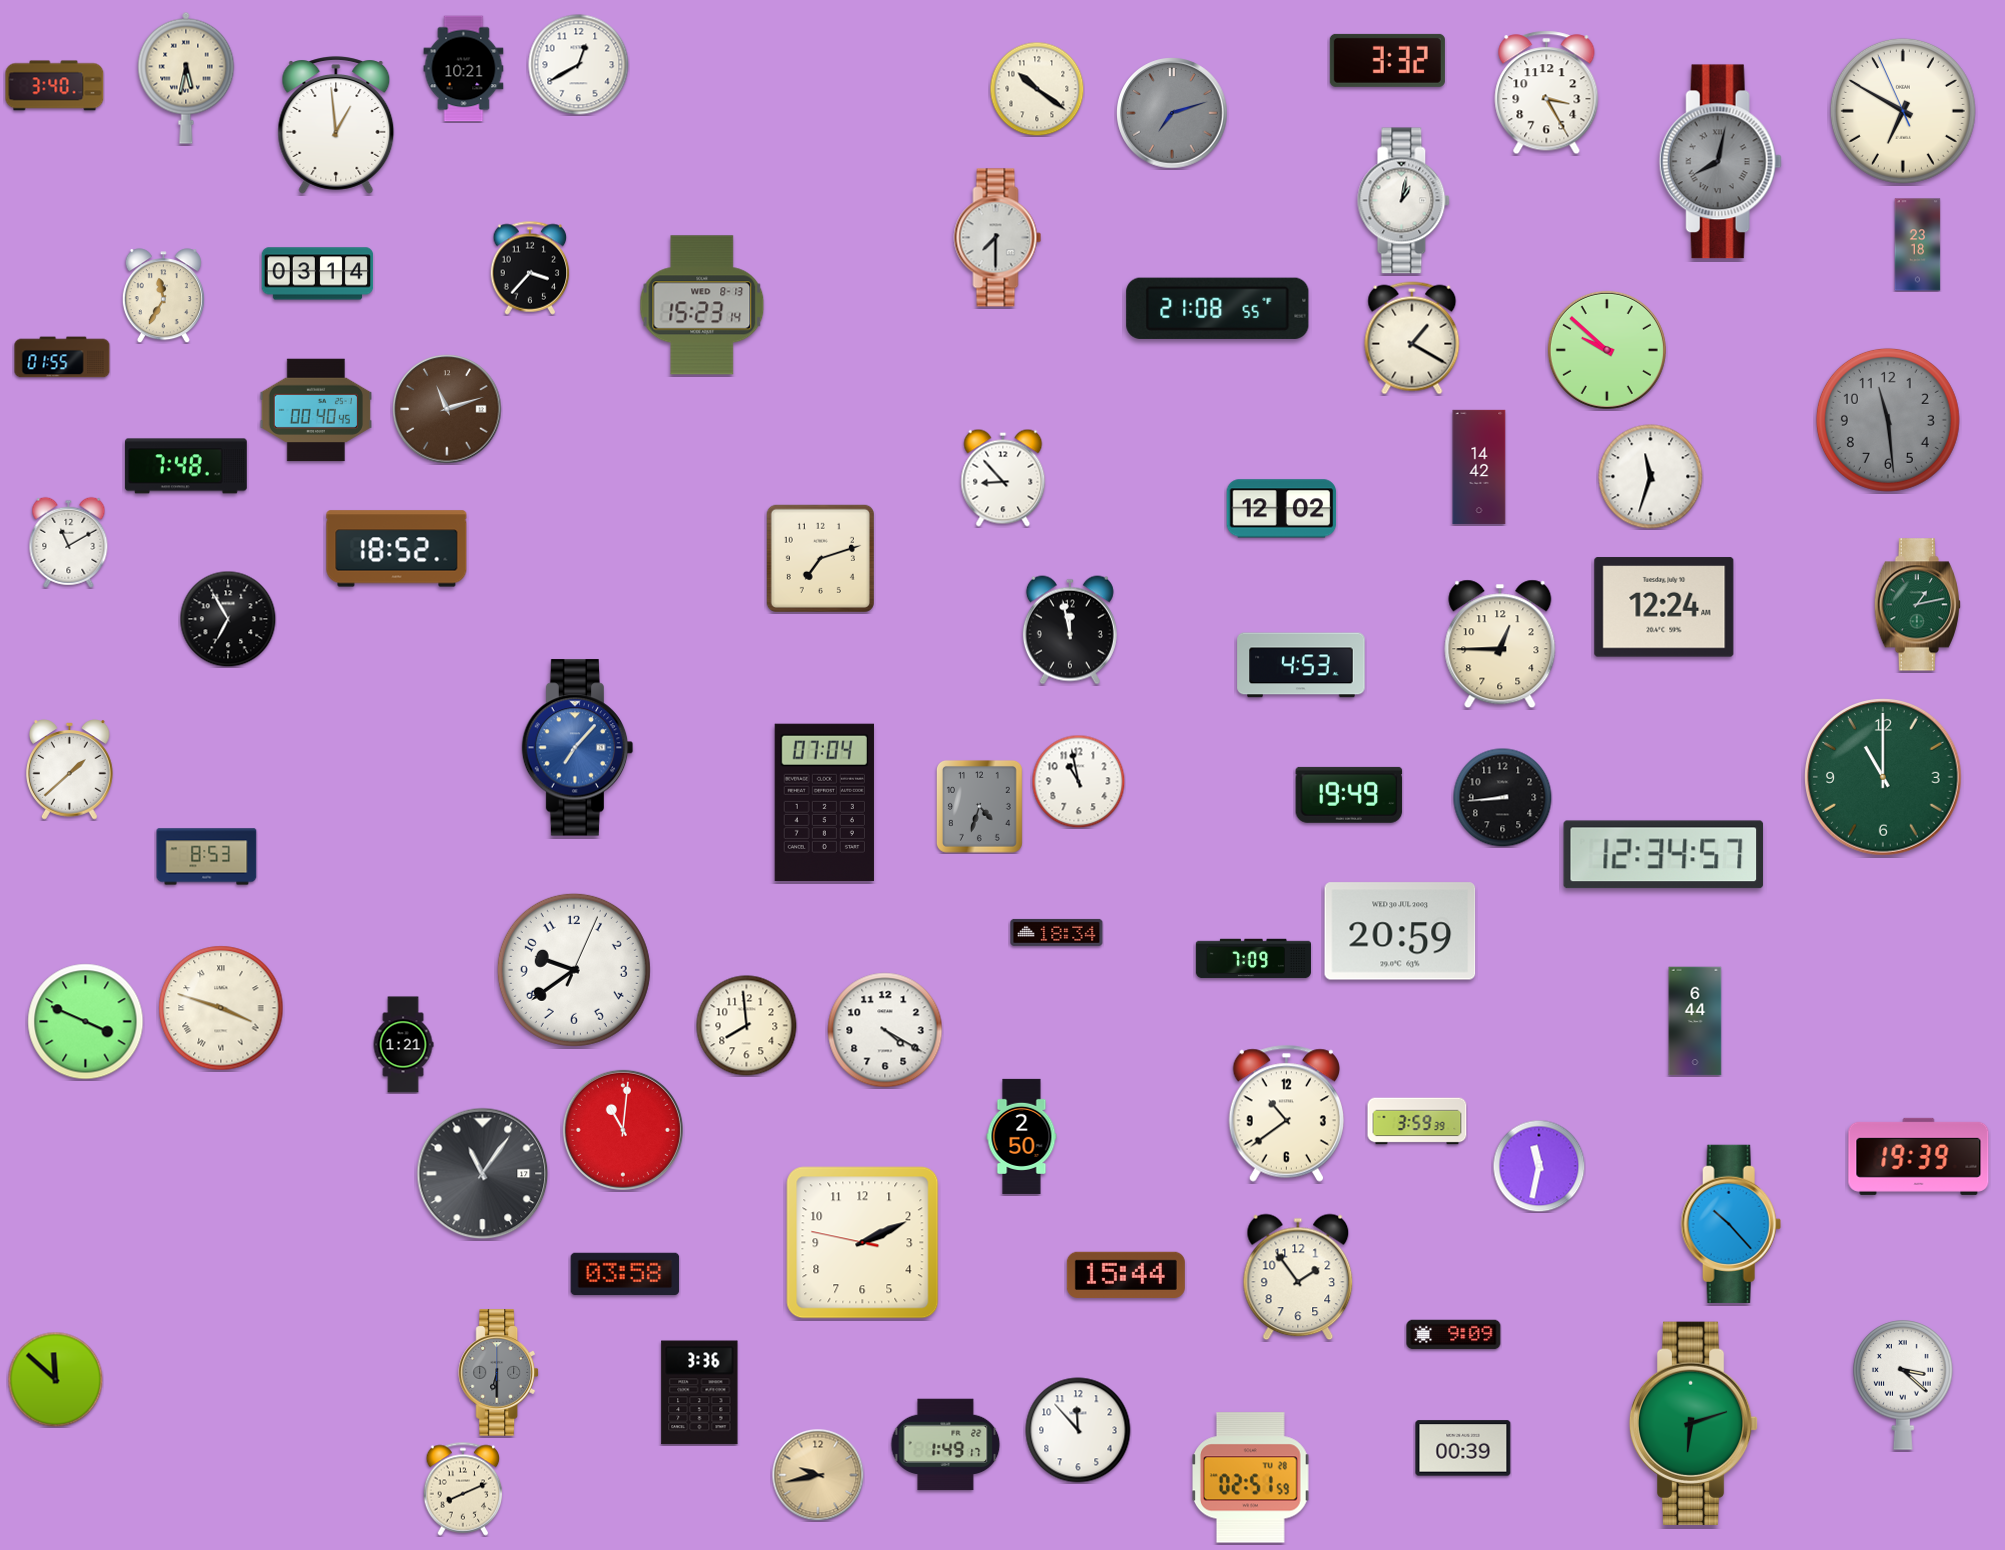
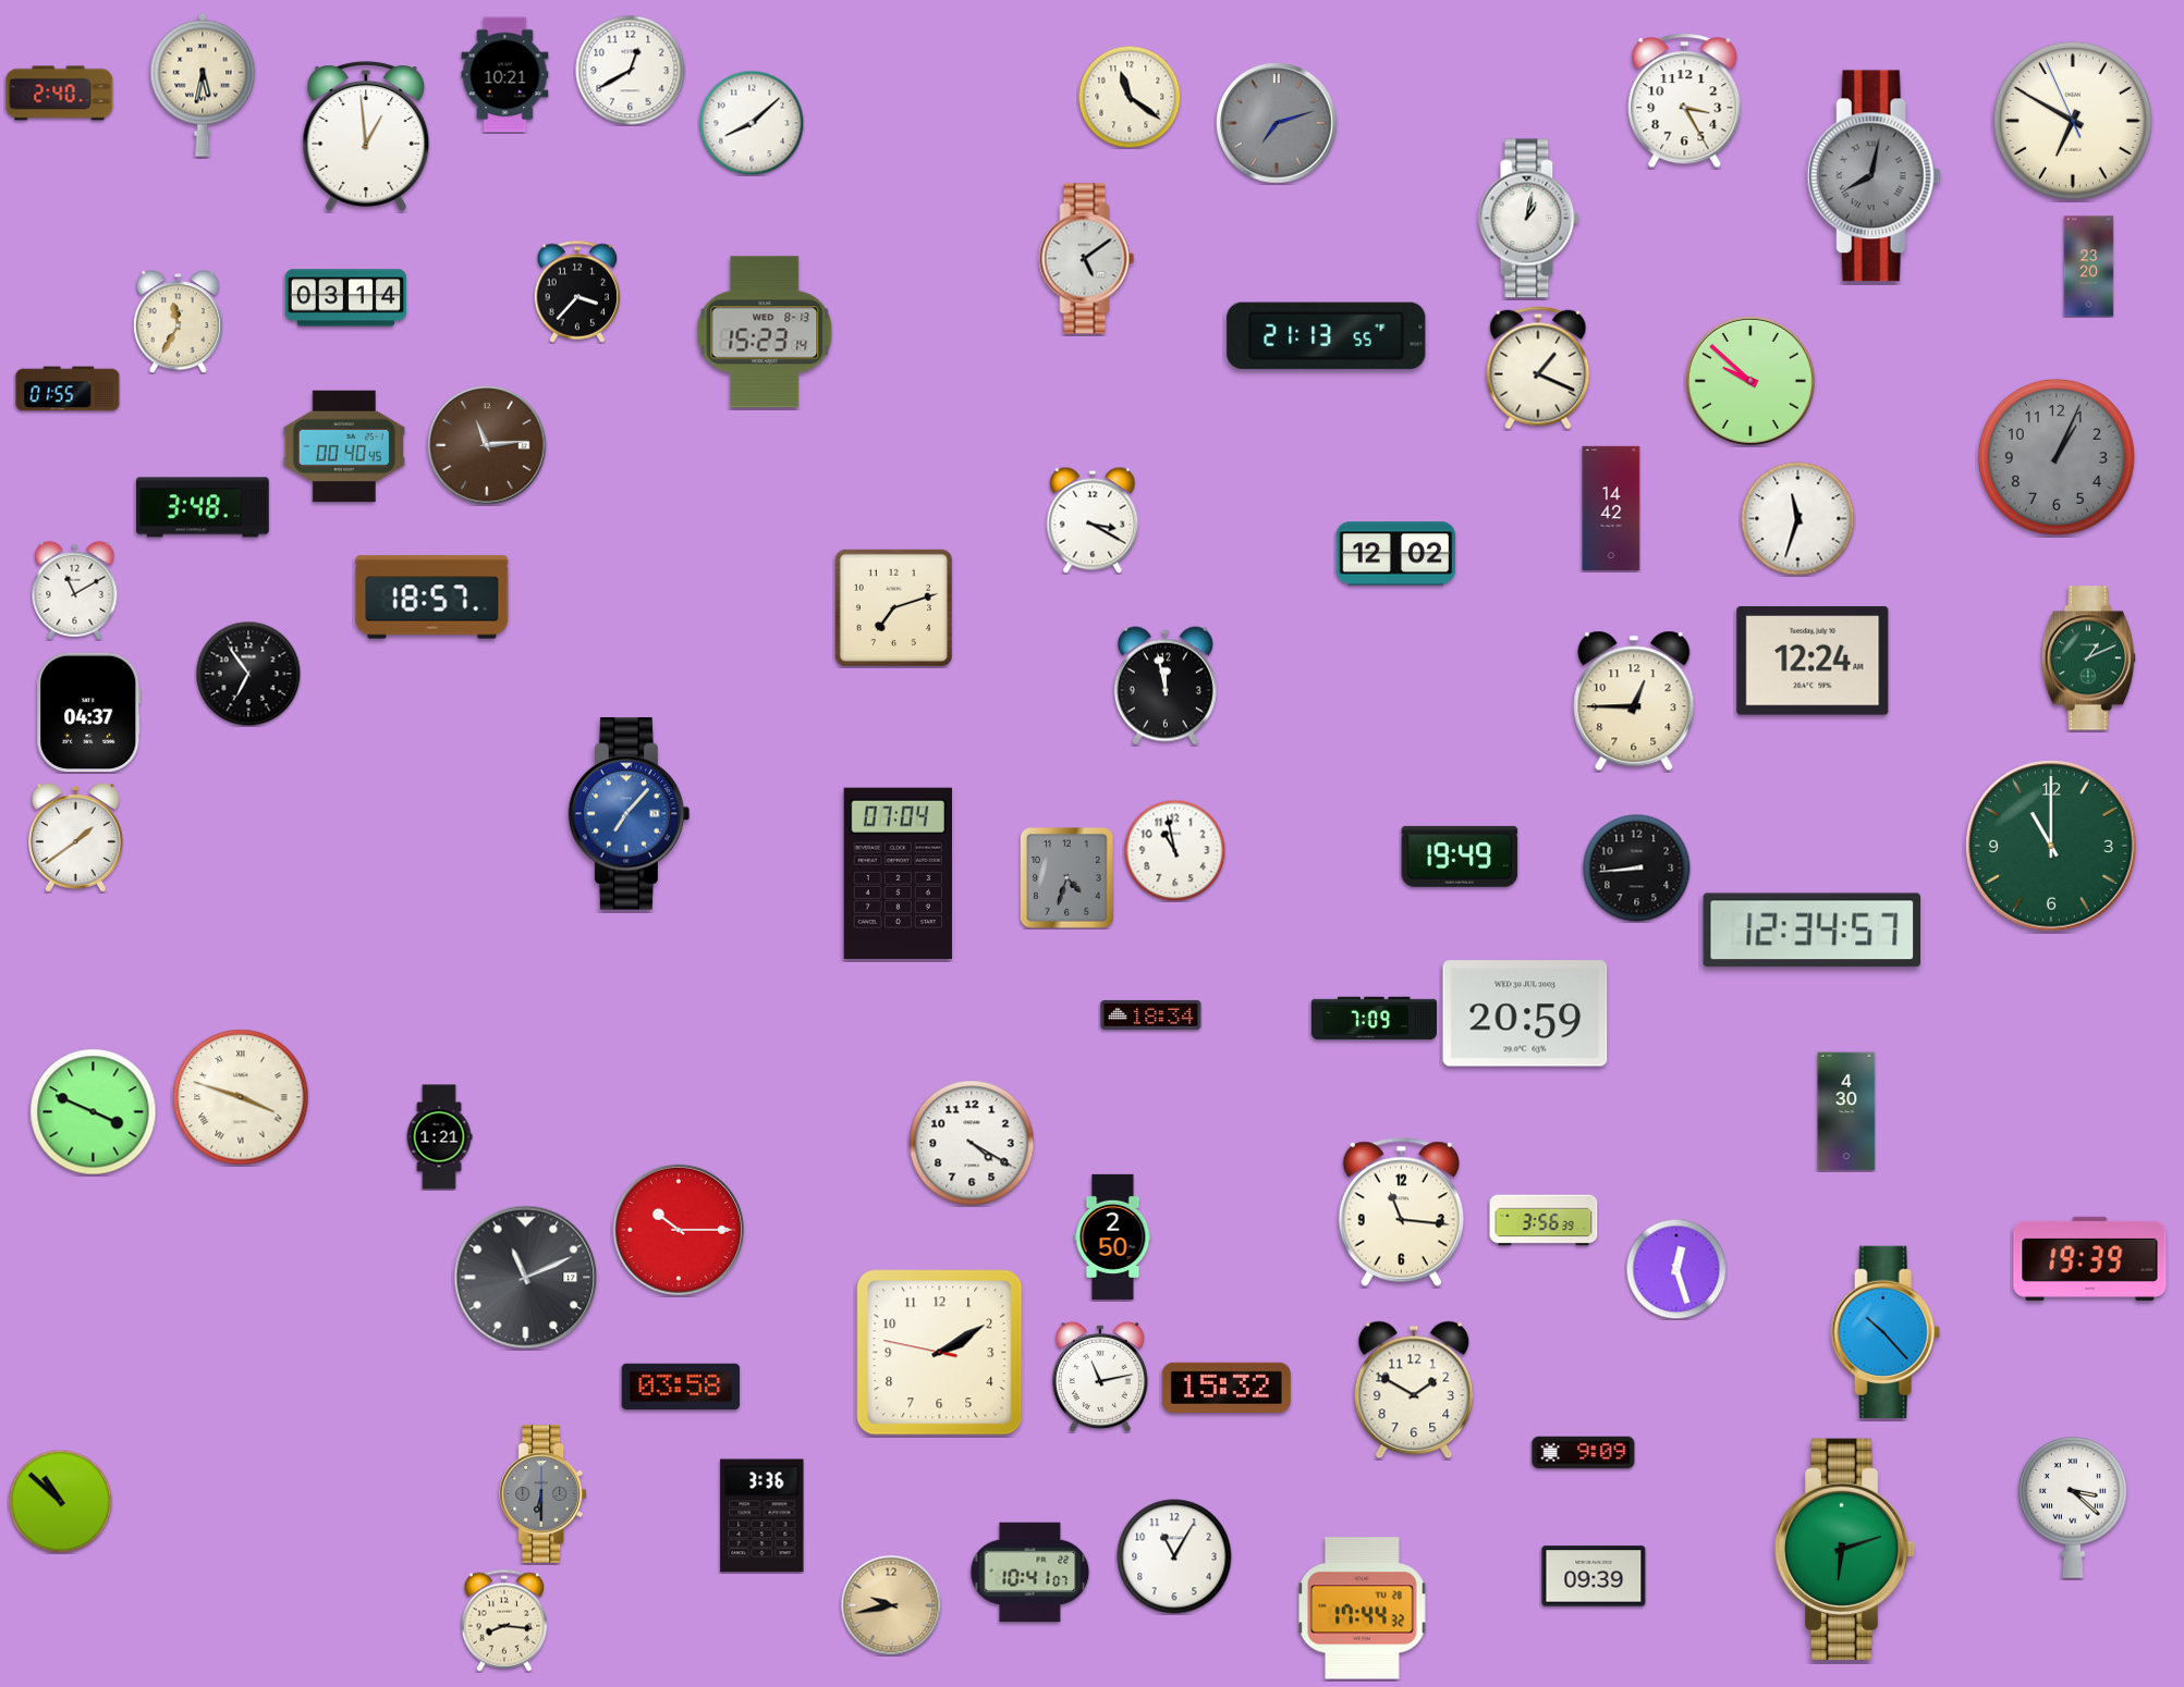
clock at (1387, 60): 3:32 -> none
clock at (55, 86): 3:40 -> 2:40
clock at (1037, 89): 10:21 -> 11:21
clock at (752, 123): none -> 8:08
clock at (998, 238): 7:30 -> 5:09
clock at (1918, 245): 23:18 -> 23:20
clock at (1218, 308): 21:08 -> 21:13
clock at (1412, 338): 1:20 -> 1:19
clock at (447, 409): 11:12 -> 11:14
clock at (1888, 420): 11:29 -> 1:04
clock at (186, 466): 7:48 -> 3:48
clock at (1003, 478): 8:53 -> 3:20
clock at (397, 549): 18:52 -> 18:57
clock at (1917, 605): 1:13 -> 1:11
clock at (228, 619): 6:55 -> 6:54
clock at (89, 713): none -> 04:37
clock at (1301, 665): 4:53 -> none
clock at (70, 770): 1:38 -> 1:39
clock at (1349, 795) position: (1349, 795) -> (1460, 857)
clock at (207, 857): 8:53 -> none
clock at (1253, 959) position: (1253, 959) -> (1374, 1019)
clock at (574, 970): 9:39 -> none
clock at (1695, 1021): 6:44 -> 4:30
clock at (747, 1026): 7:59 -> none
clock at (885, 1030) position: (885, 1030) -> (972, 1143)
clock at (1286, 1113): 10:39 -> 11:16
clock at (1417, 1121): 3:59 -> 3:56
clock at (623, 1130): 11:01 -> 10:15
clock at (1539, 1166): 11:32 -> 12:27
clock at (483, 1174): 11:06 -> 11:11
clock at (863, 1243): 2:10 -> 2:09
clock at (1100, 1377): none -> 11:13
clock at (1126, 1275): 15:44 -> 15:32
clock at (1298, 1277): 1:54 -> 1:50
clock at (55, 1379): 11:52 -> 10:52
clock at (1078, 1430): 11:53 -> 11:05
clock at (946, 1445): 1:49 -> 10:41
clock at (1463, 1448): 00:39 -> 09:39
clock at (1250, 1478): 02:51 -> 17:44
clock at (463, 1489): 8:11 -> 8:16
